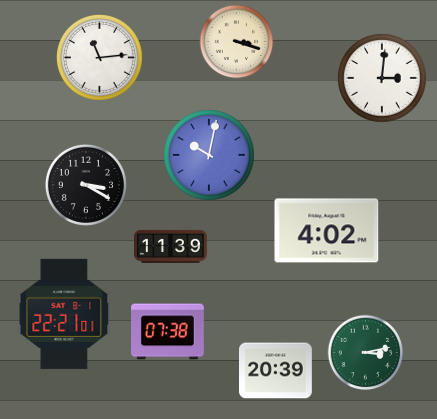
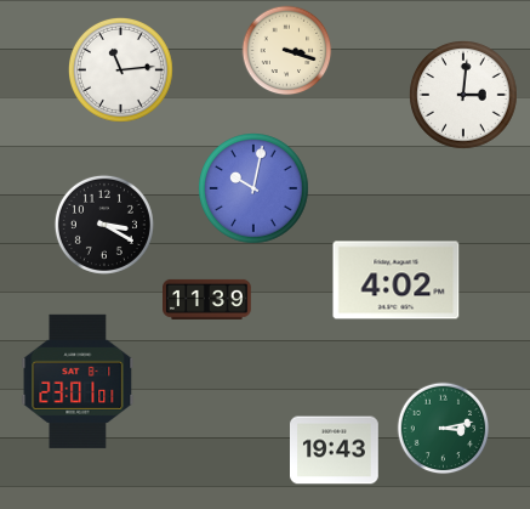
clock at (64, 314): 22:21 -> 23:01
clock at (168, 332): 07:38 -> none
clock at (276, 371): 20:39 -> 19:43
